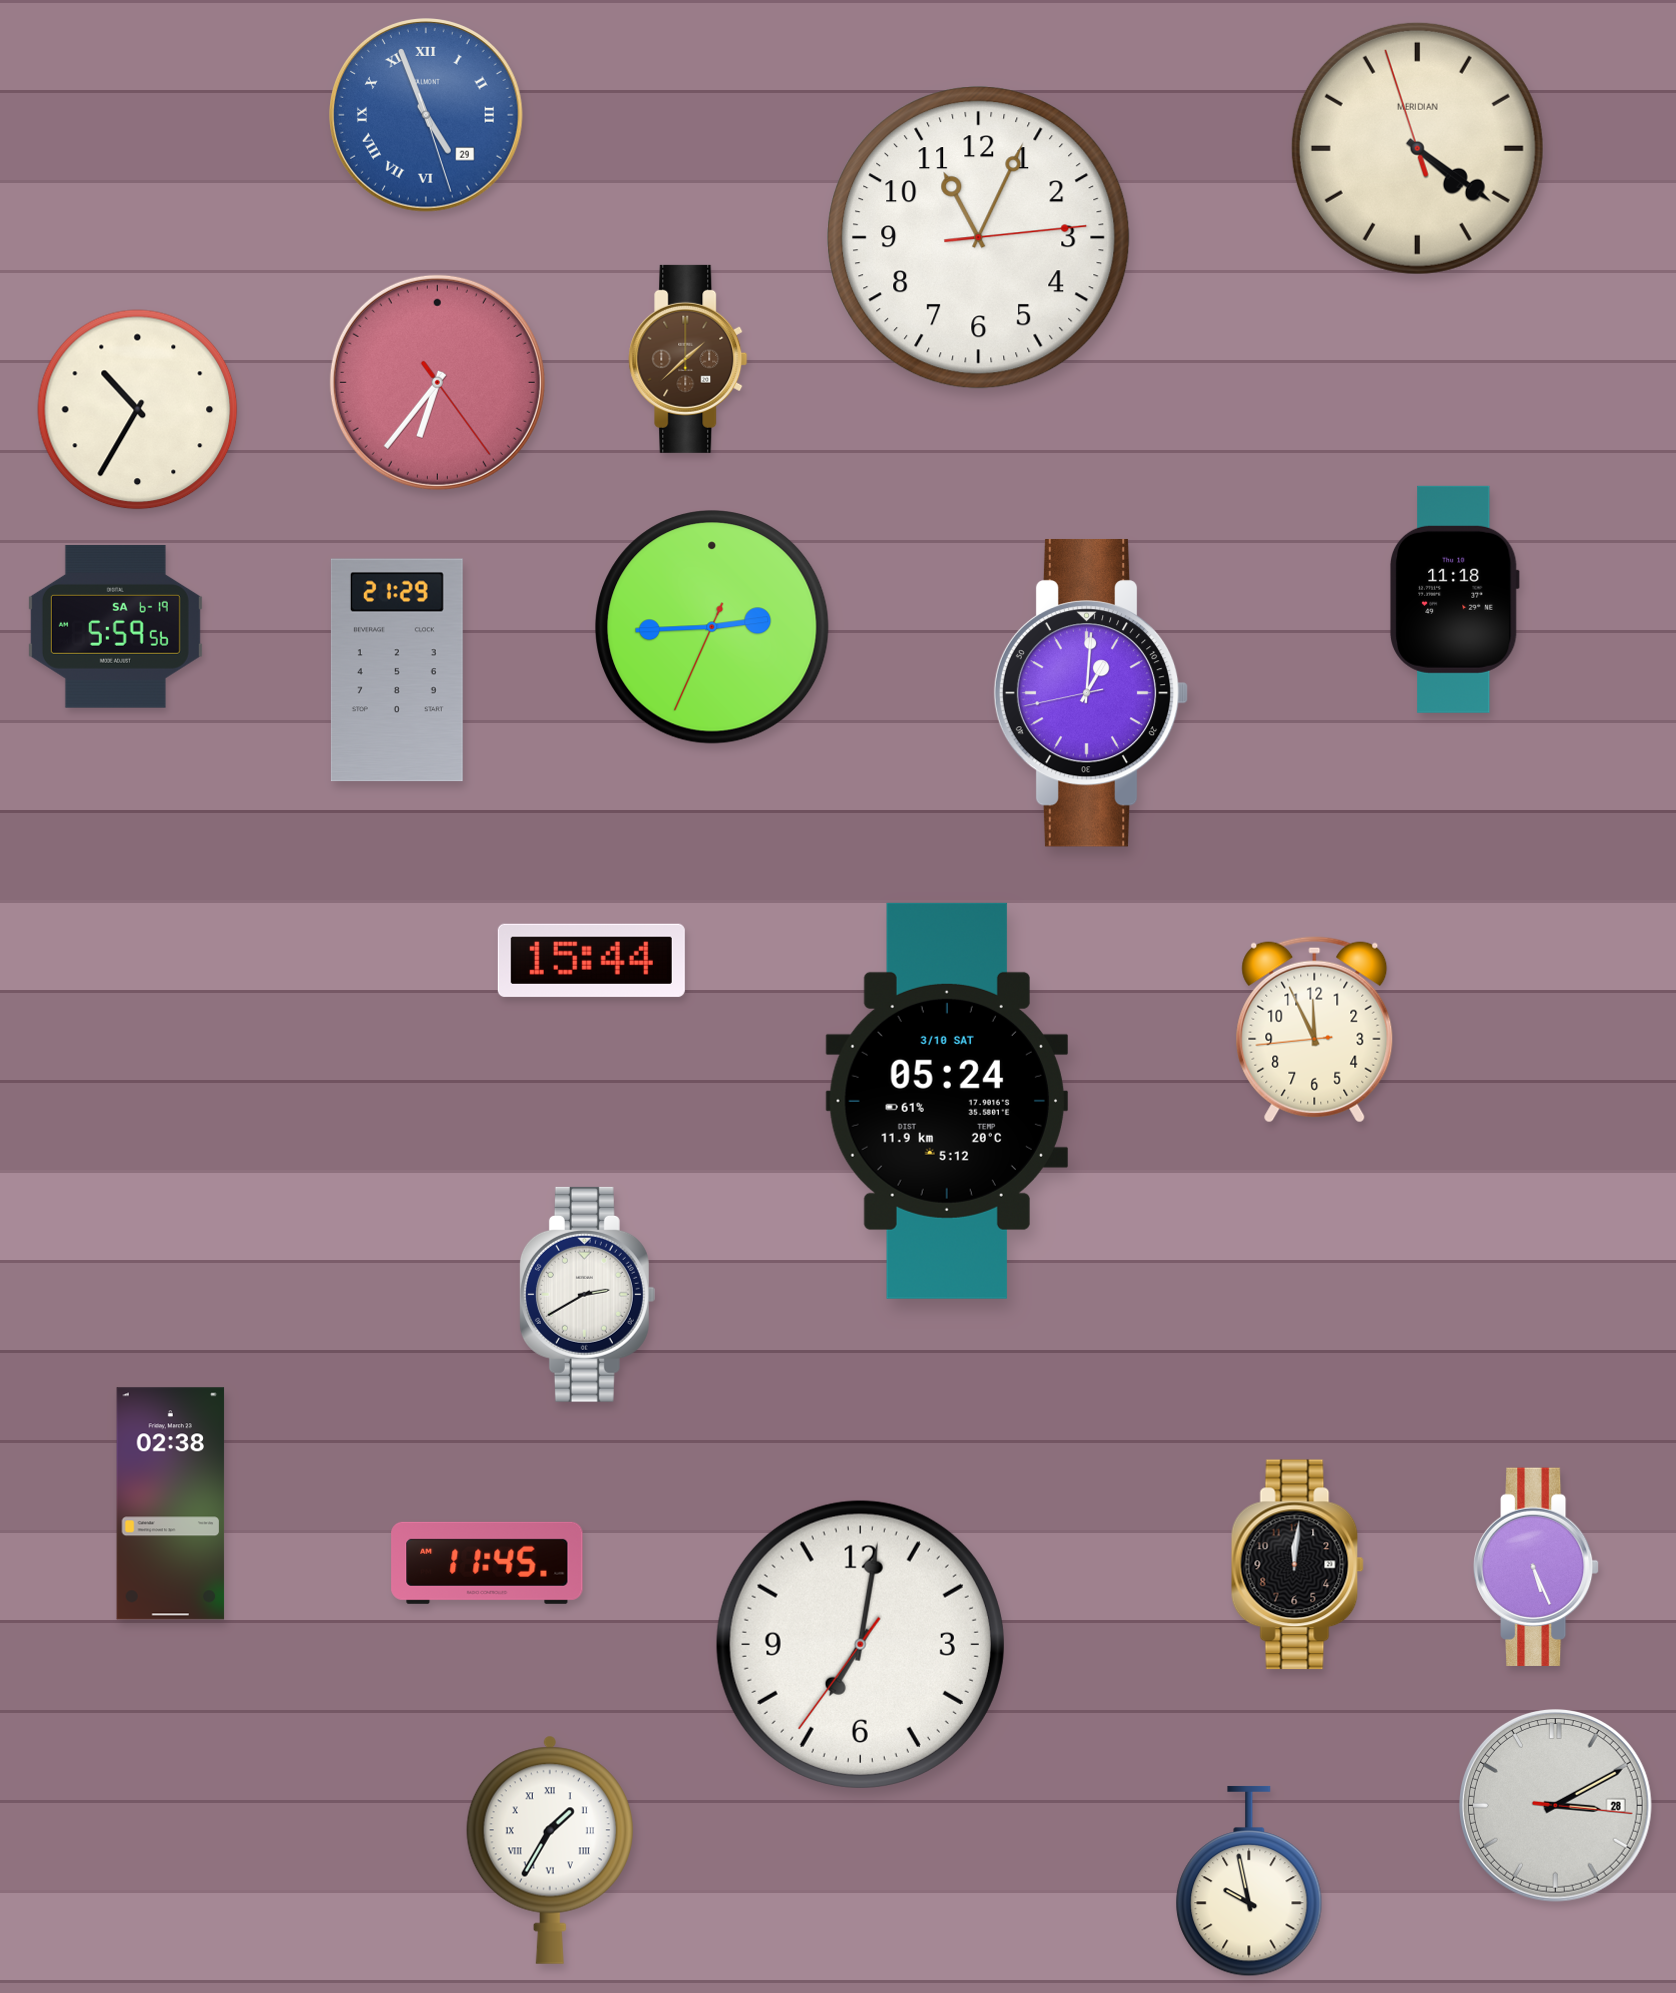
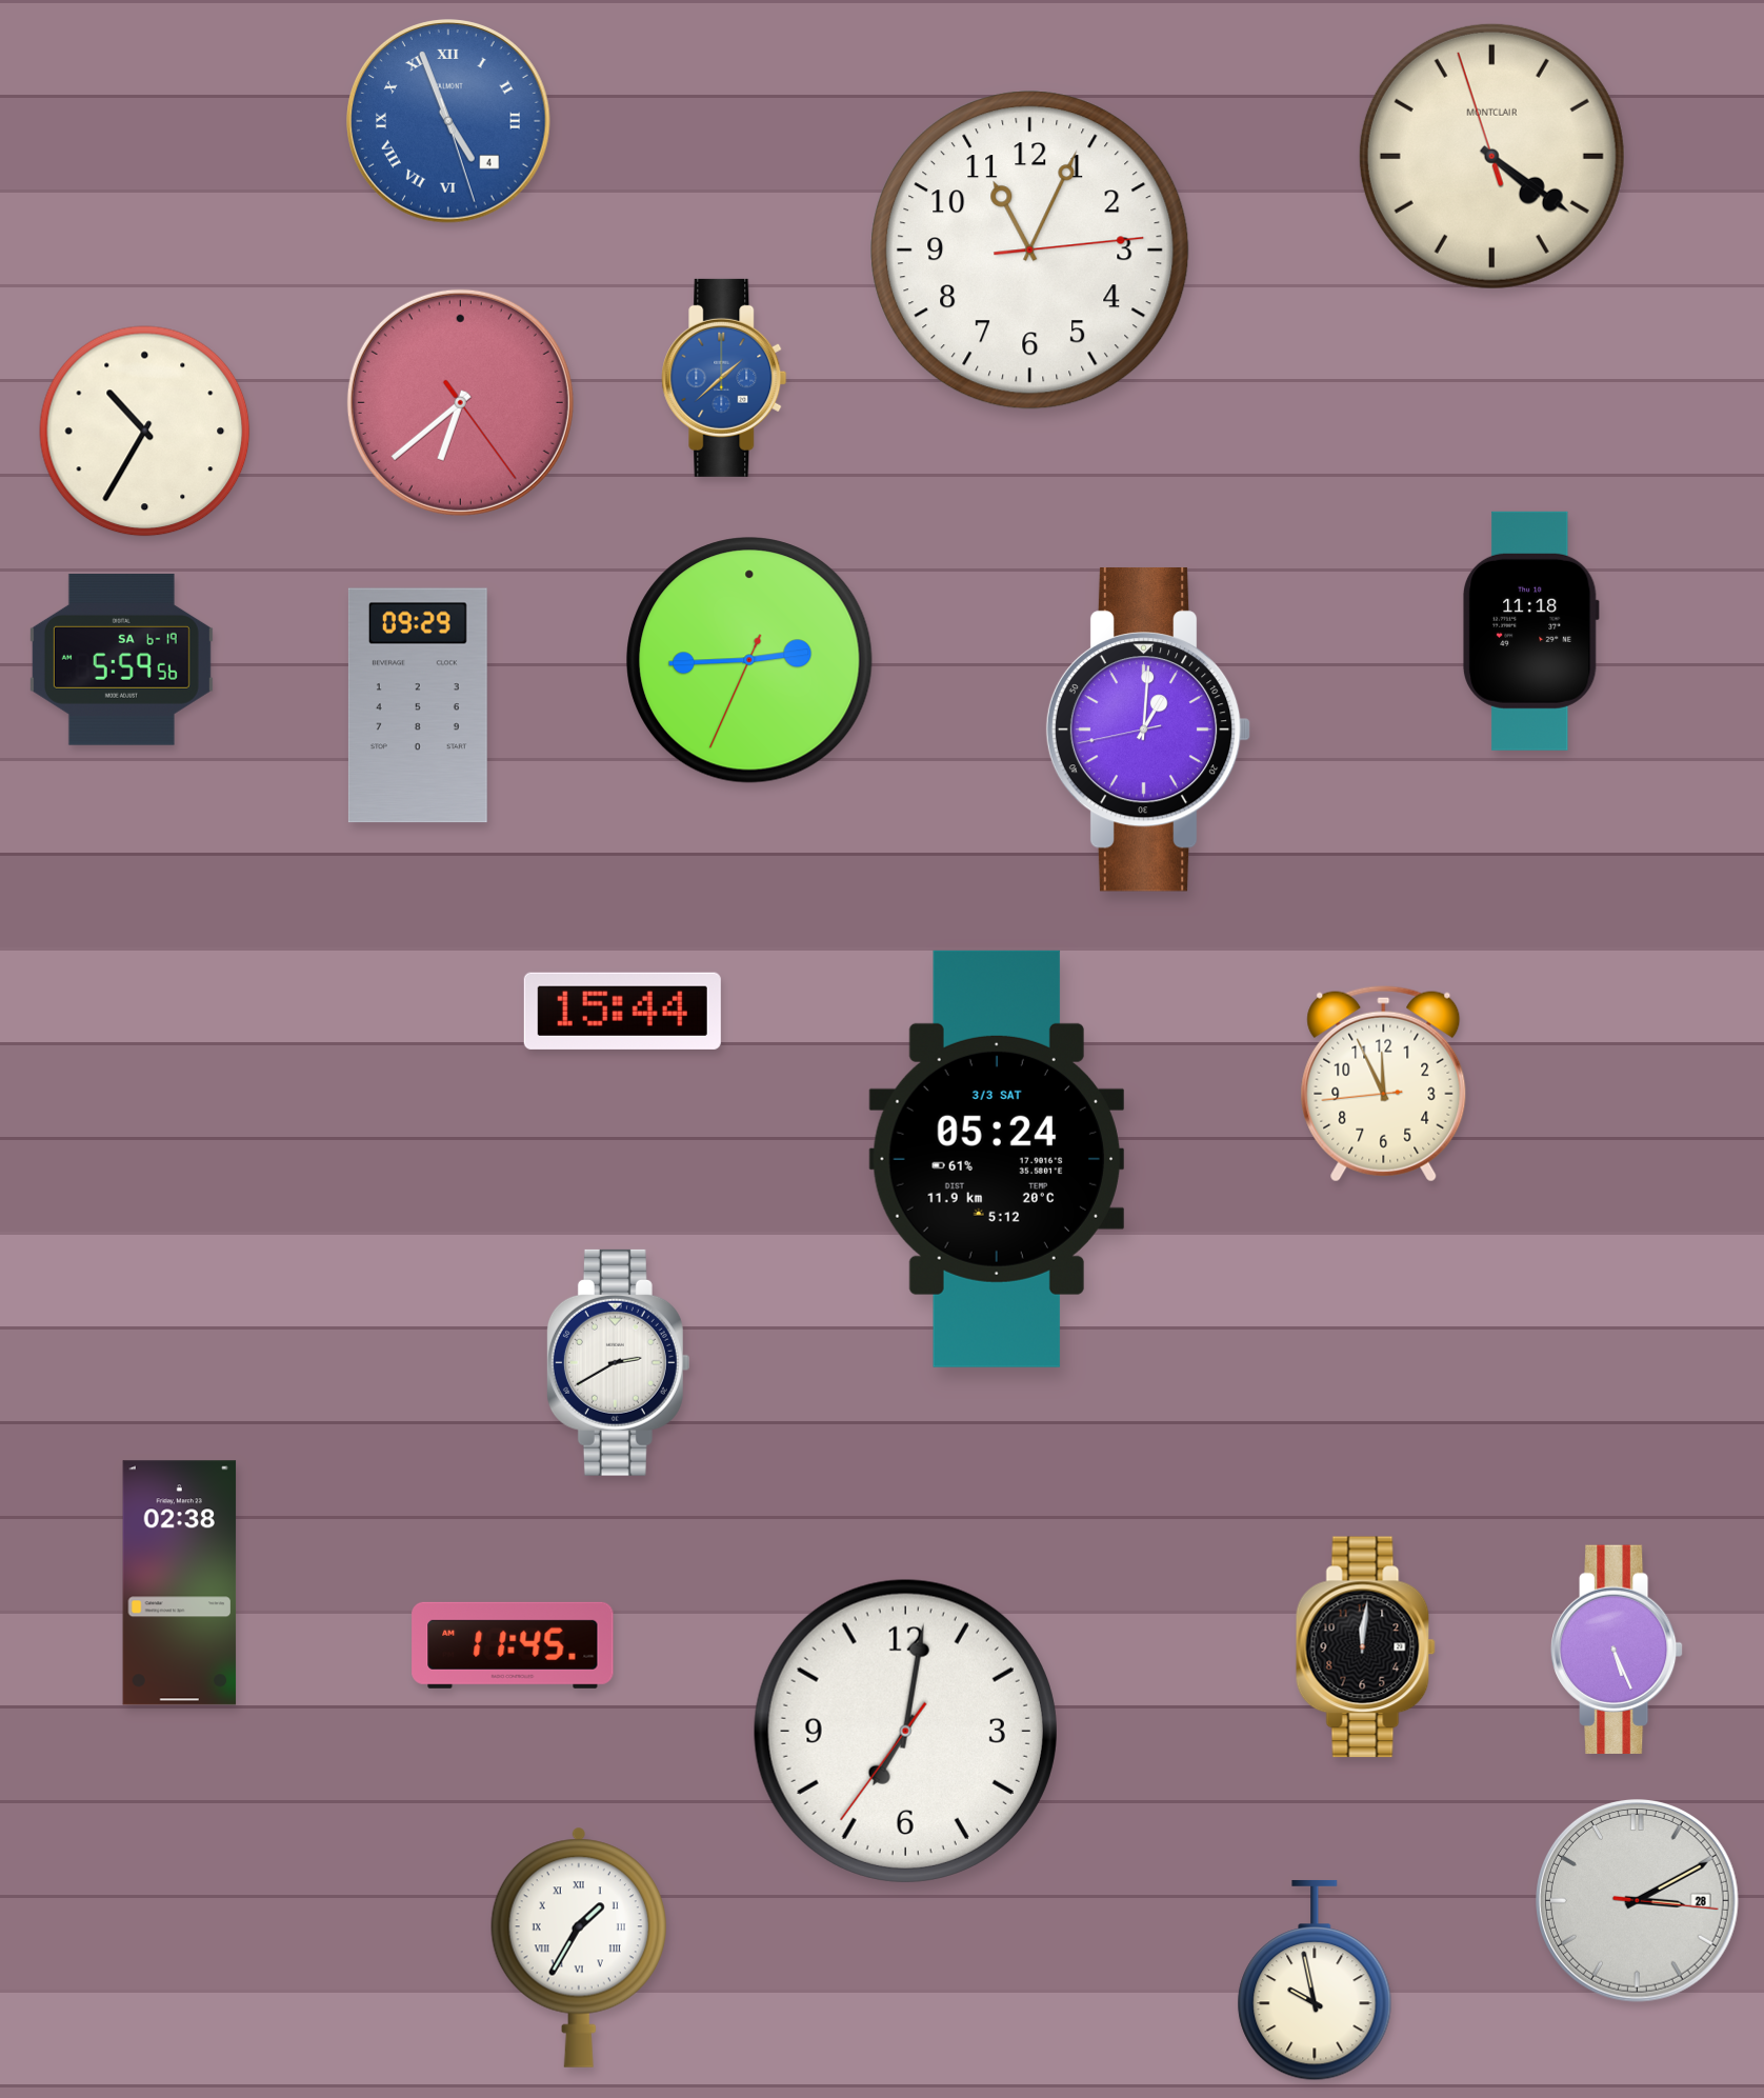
clock at (426, 115) date: 29 -> 4
clock at (1417, 148) brand: MERIDIAN -> MONTCLAIR
clock at (688, 359) dial: brown -> blue
clock at (437, 382): 6:36 -> 6:38
clock at (397, 670): 21:29 -> 09:29
clock at (947, 1101) date: 3/10 SAT -> 3/3 SAT
